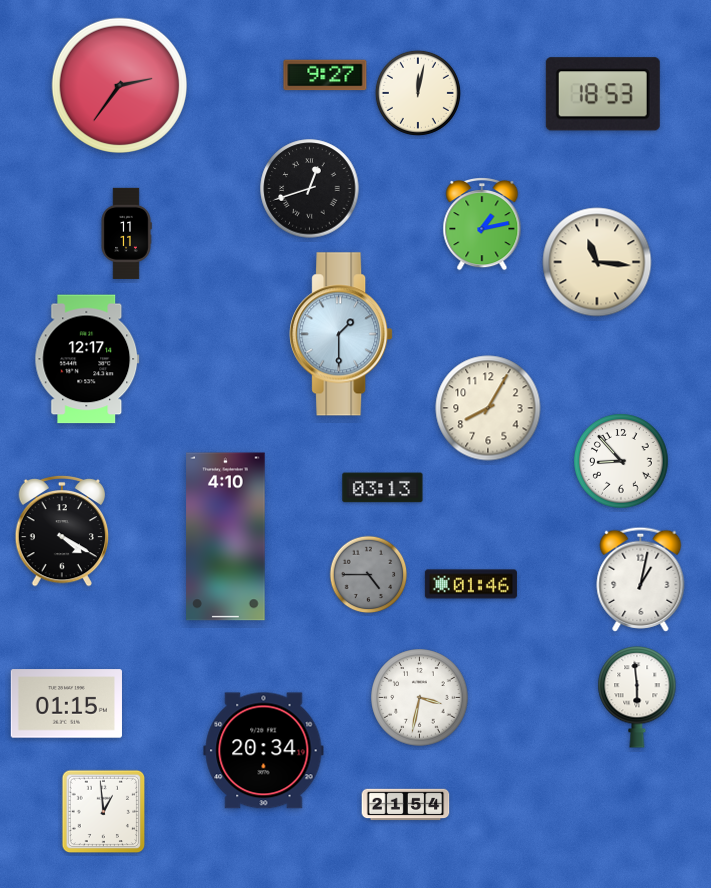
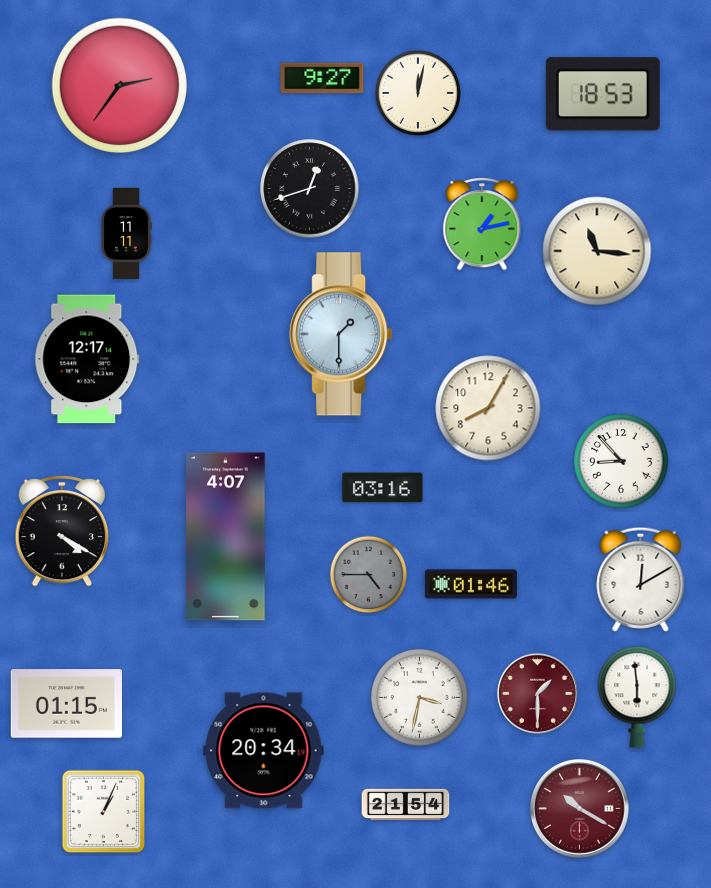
clock at (325, 75) position: (325, 75) -> (322, 78)
clock at (597, 262) position: (597, 262) -> (597, 251)
clock at (383, 488): 03:13 -> 03:16
clock at (226, 537): 4:10 -> 4:07
clock at (641, 579): 1:02 -> 12:10
clock at (537, 693): none -> 1:30
clock at (580, 809): none -> 10:20
clock at (104, 812): 12:59 -> 1:04
